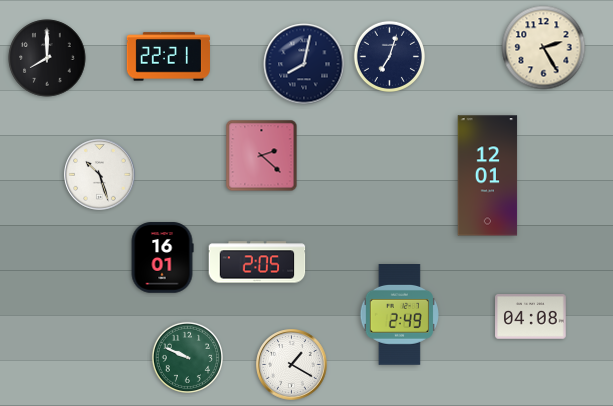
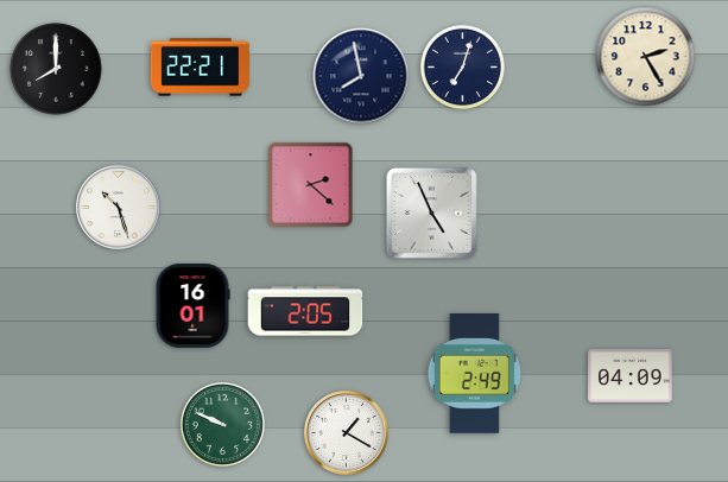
clock at (304, 64): 8:02 -> 7:58
clock at (488, 176): 12:01 -> none
clock at (431, 213): none -> 4:56
clock at (531, 317): 04:08 -> 04:09
